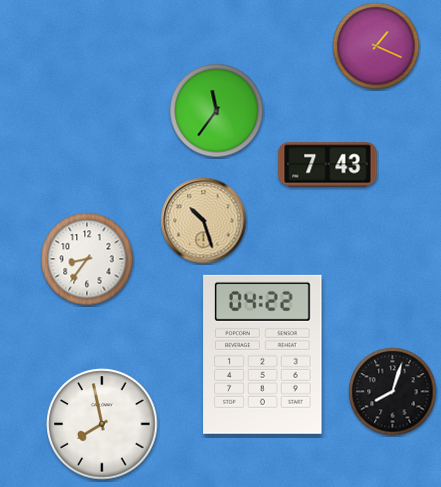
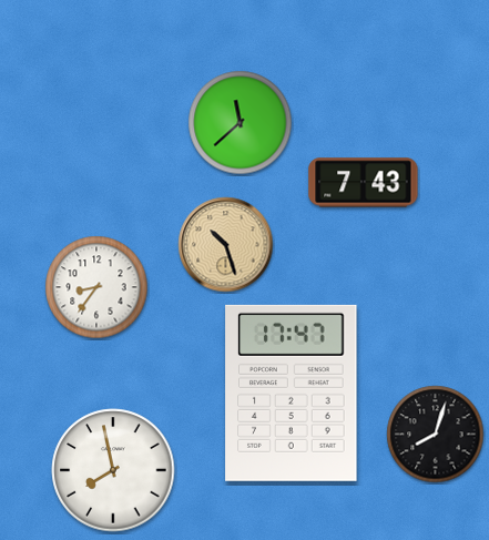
clock at (376, 46): 1:19 -> none
clock at (217, 111): 11:36 -> 11:38
clock at (263, 354): 04:22 -> 17:47
